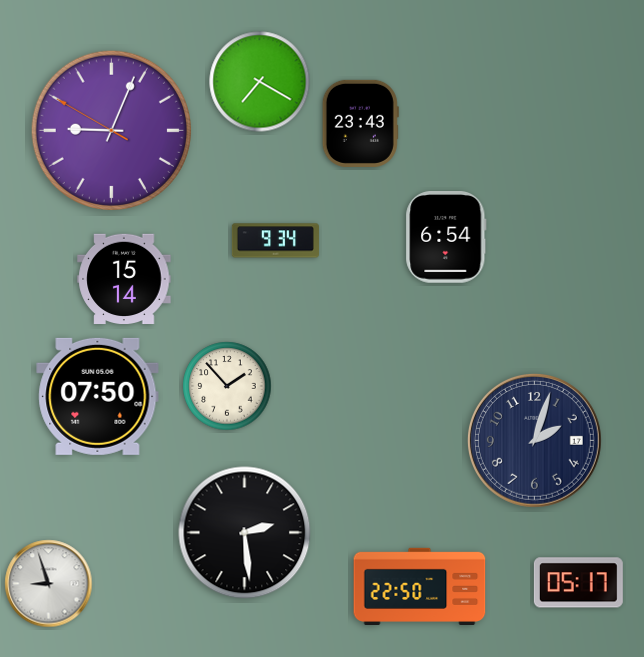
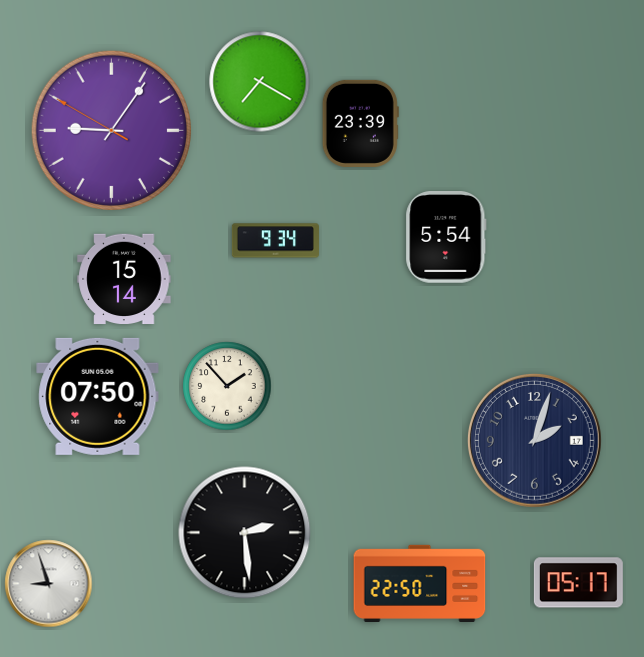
clock at (360, 123): 23:43 -> 23:39
clock at (111, 130): 9:03 -> 9:05
clock at (446, 238): 6:54 -> 5:54
clock at (420, 586) position: (420, 586) -> (420, 583)
